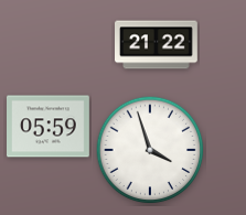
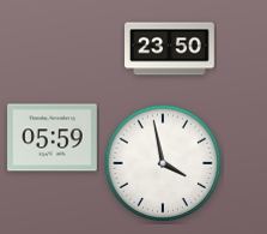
clock at (157, 45): 21:22 -> 23:50
clock at (150, 150): 3:57 -> 3:58
